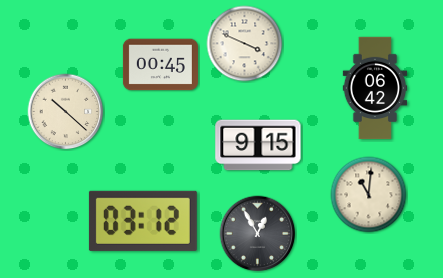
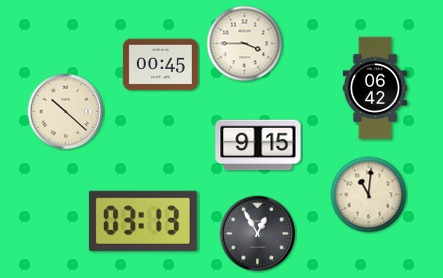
clock at (245, 44): 3:49 -> 3:45
clock at (143, 221): 03:12 -> 03:13
